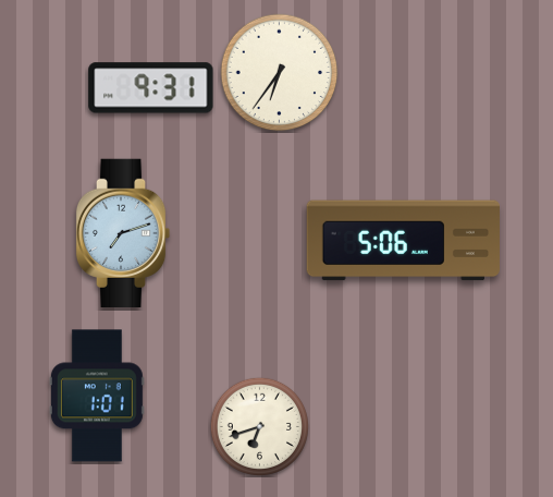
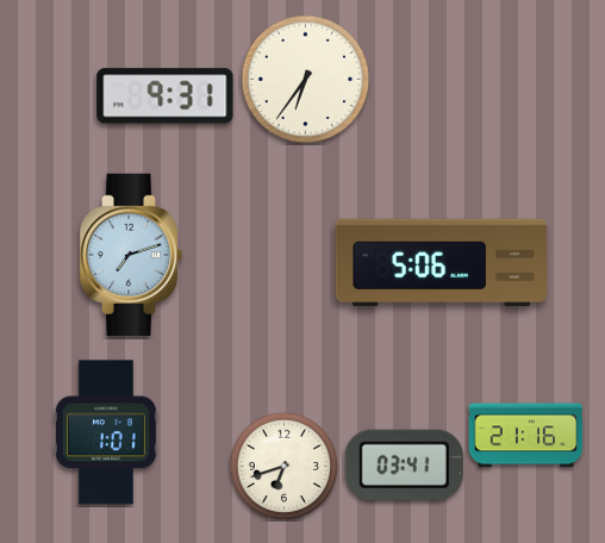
clock at (123, 232) position: (123, 232) -> (131, 254)
clock at (526, 436): none -> 21:16
clock at (404, 464): none -> 03:41
